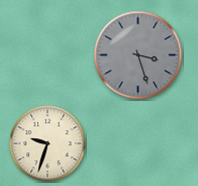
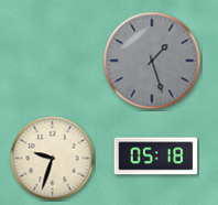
clock at (138, 55): 3:27 -> 1:27
clock at (156, 157): none -> 05:18
